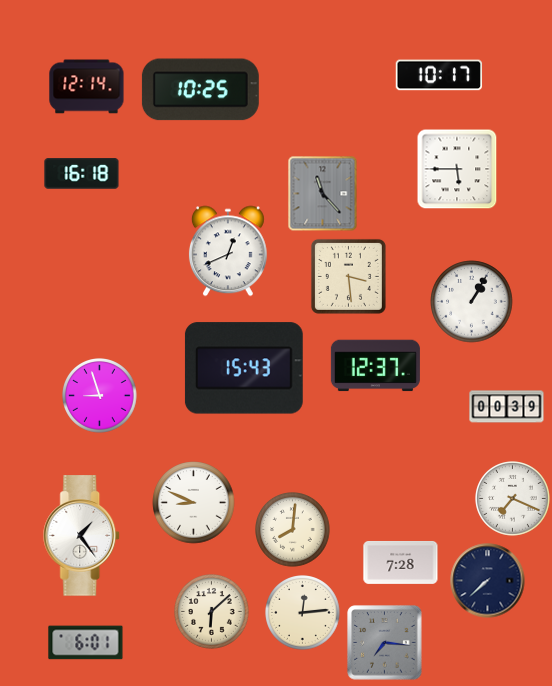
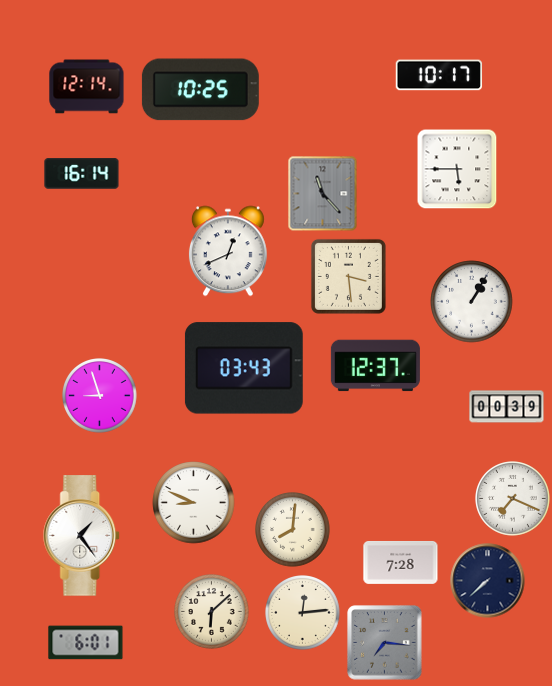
clock at (82, 174): 16:18 -> 16:14
clock at (244, 368): 15:43 -> 03:43
